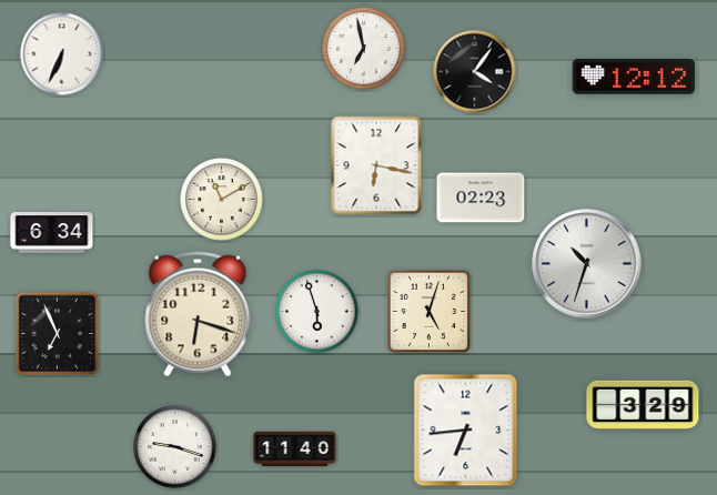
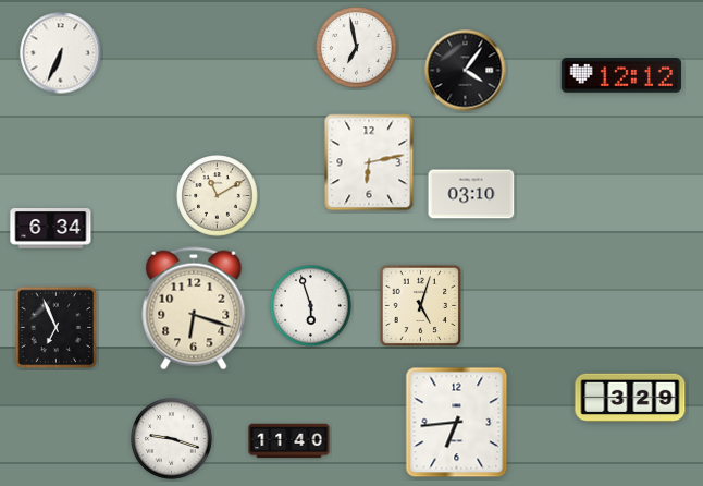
clock at (376, 165): 6:17 -> 6:13
clock at (481, 198): 02:23 -> 03:10
clock at (587, 264): 10:33 -> none
